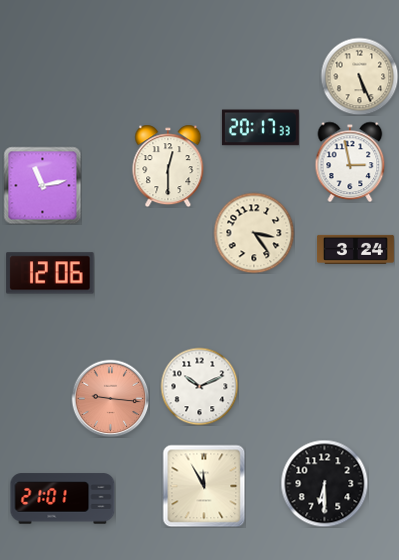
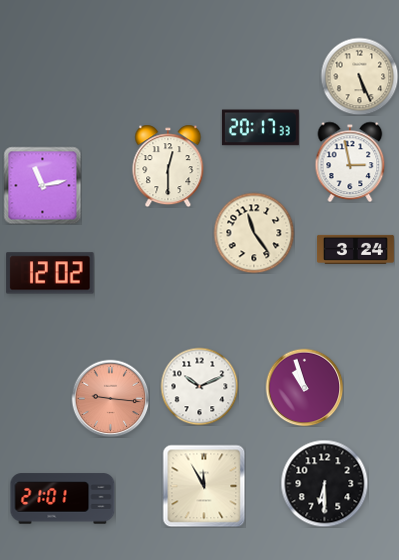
clock at (254, 233): 3:24 -> 11:24
clock at (50, 273): 12:06 -> 12:02
clock at (304, 387): none -> 10:57
